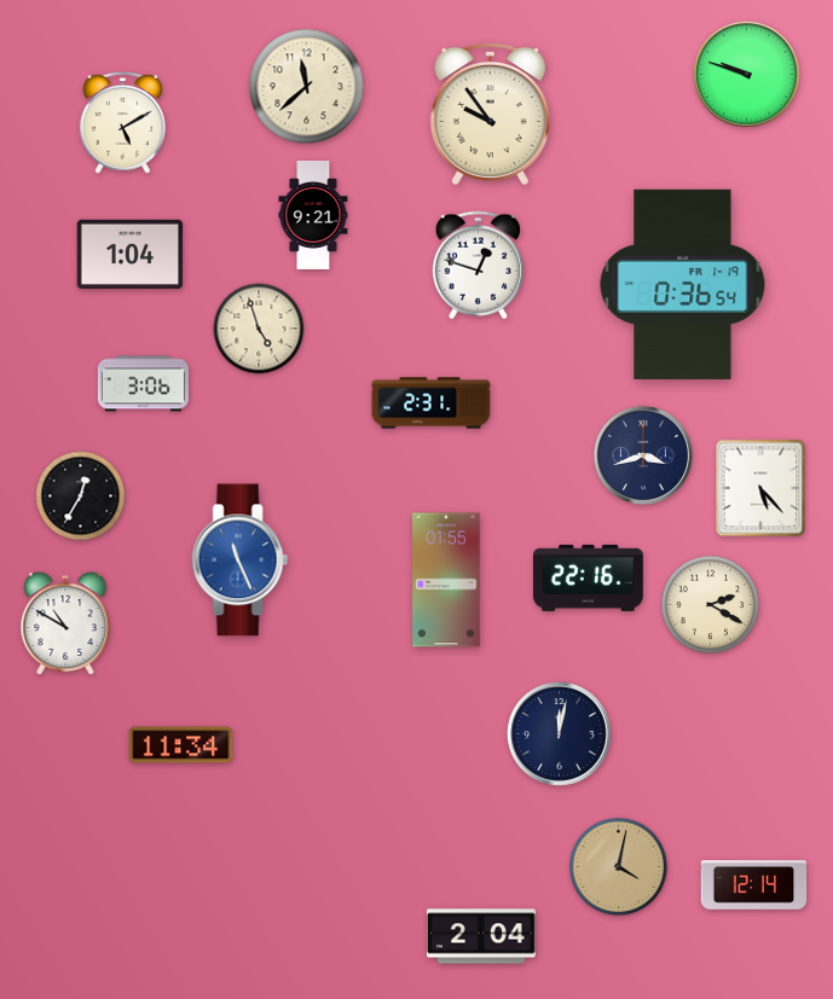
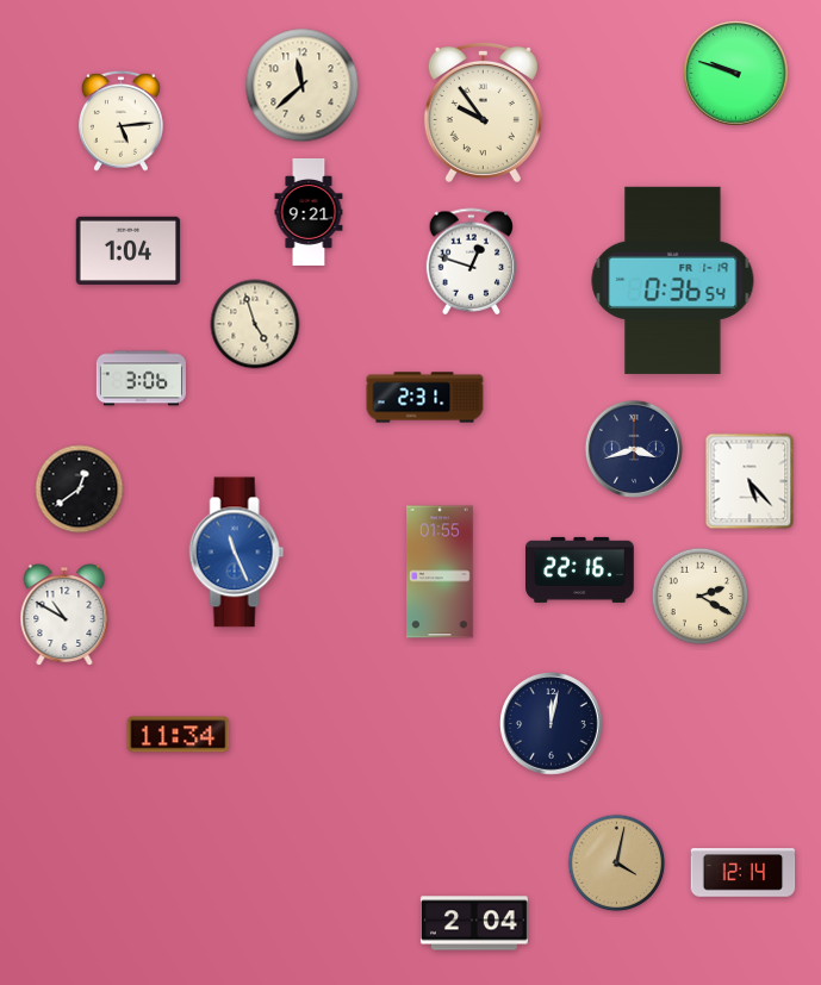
clock at (123, 122): 5:10 -> 5:14
clock at (81, 496): 12:35 -> 12:39
clock at (619, 867) position: (619, 867) -> (617, 864)
